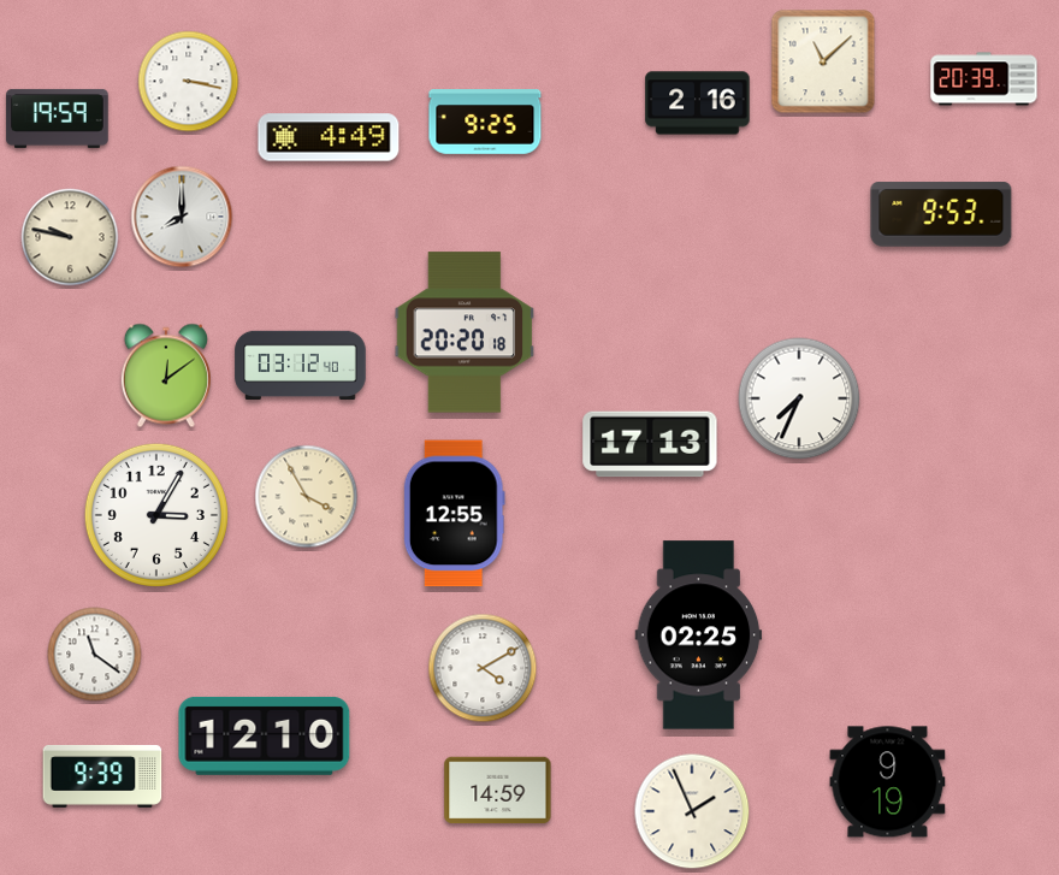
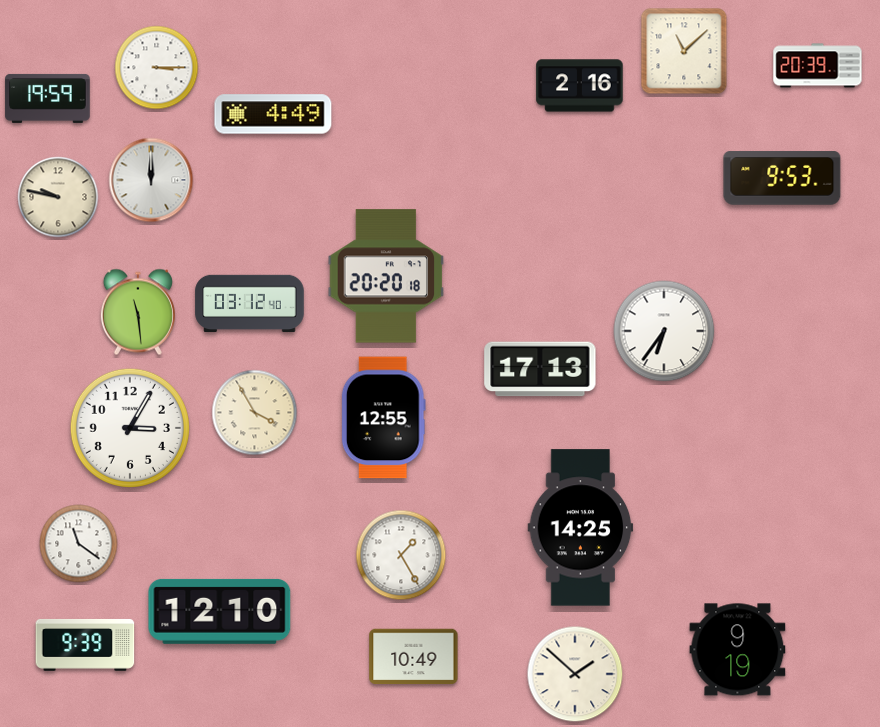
clock at (189, 82): 3:17 -> 3:15
clock at (485, 122): 9:25 -> none
clock at (182, 217): 8:00 -> 12:00
clock at (166, 376): 12:09 -> 11:29
clock at (799, 398): 7:34 -> 6:36
clock at (454, 514) position: (454, 514) -> (383, 418)
clock at (699, 635): 02:25 -> 14:25
clock at (483, 668): 4:10 -> 1:25
clock at (498, 791): 14:59 -> 10:49
clock at (692, 811): 1:56 -> 1:52
